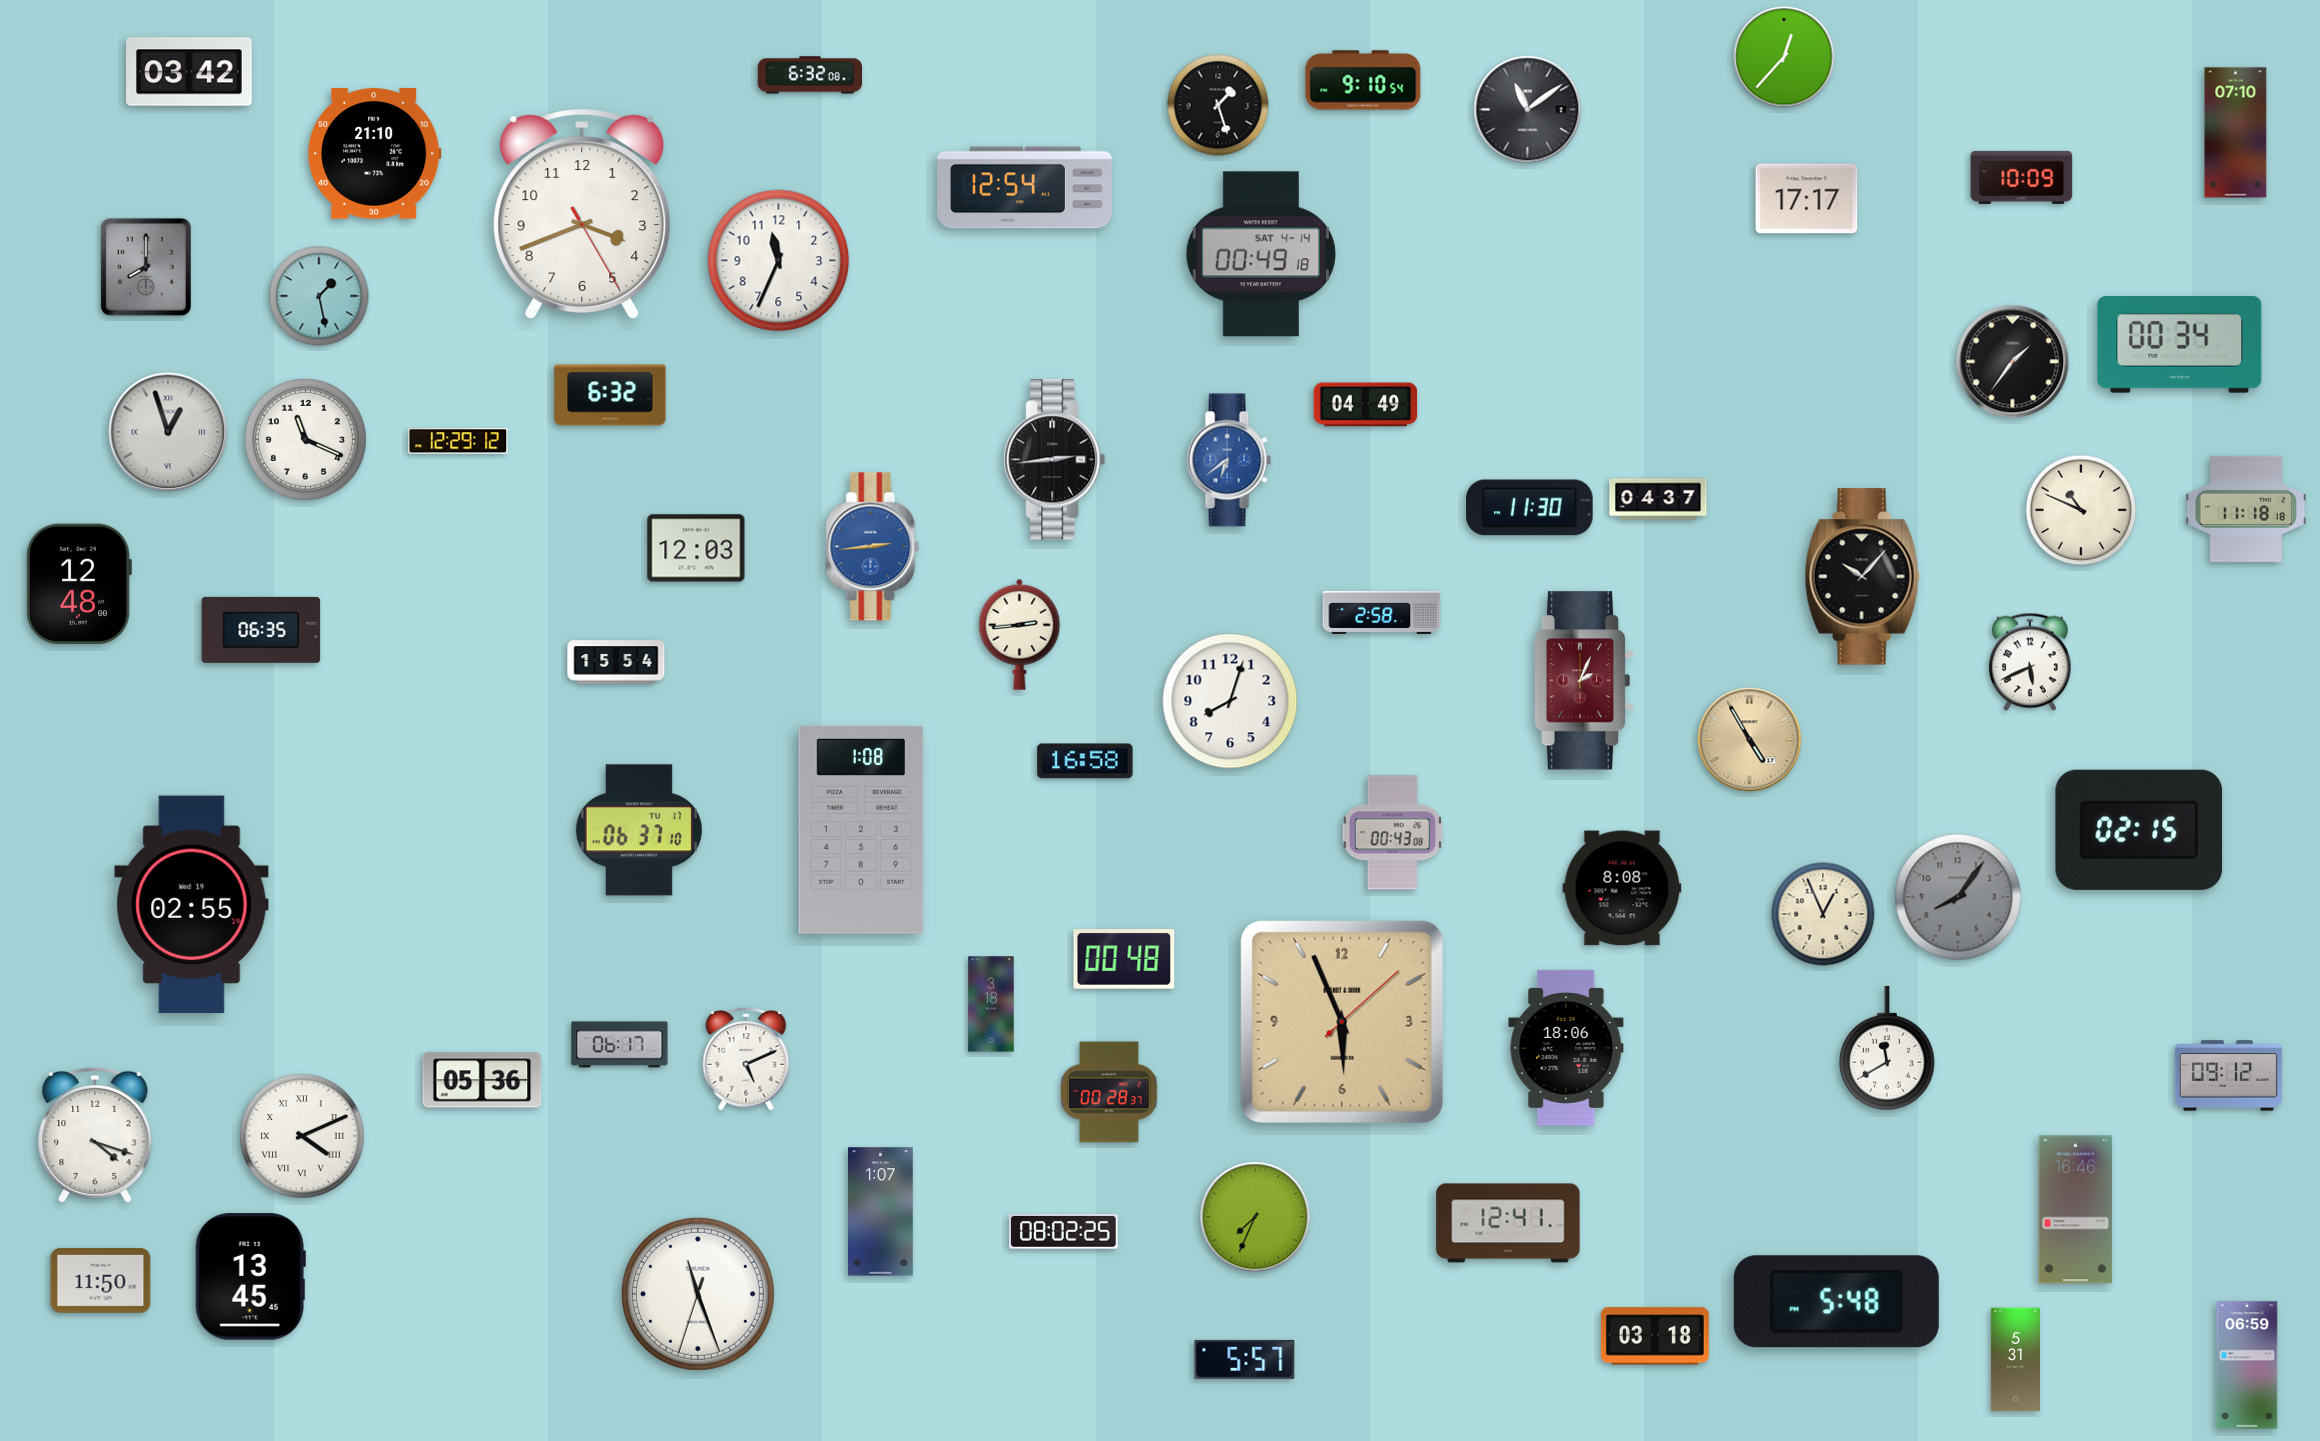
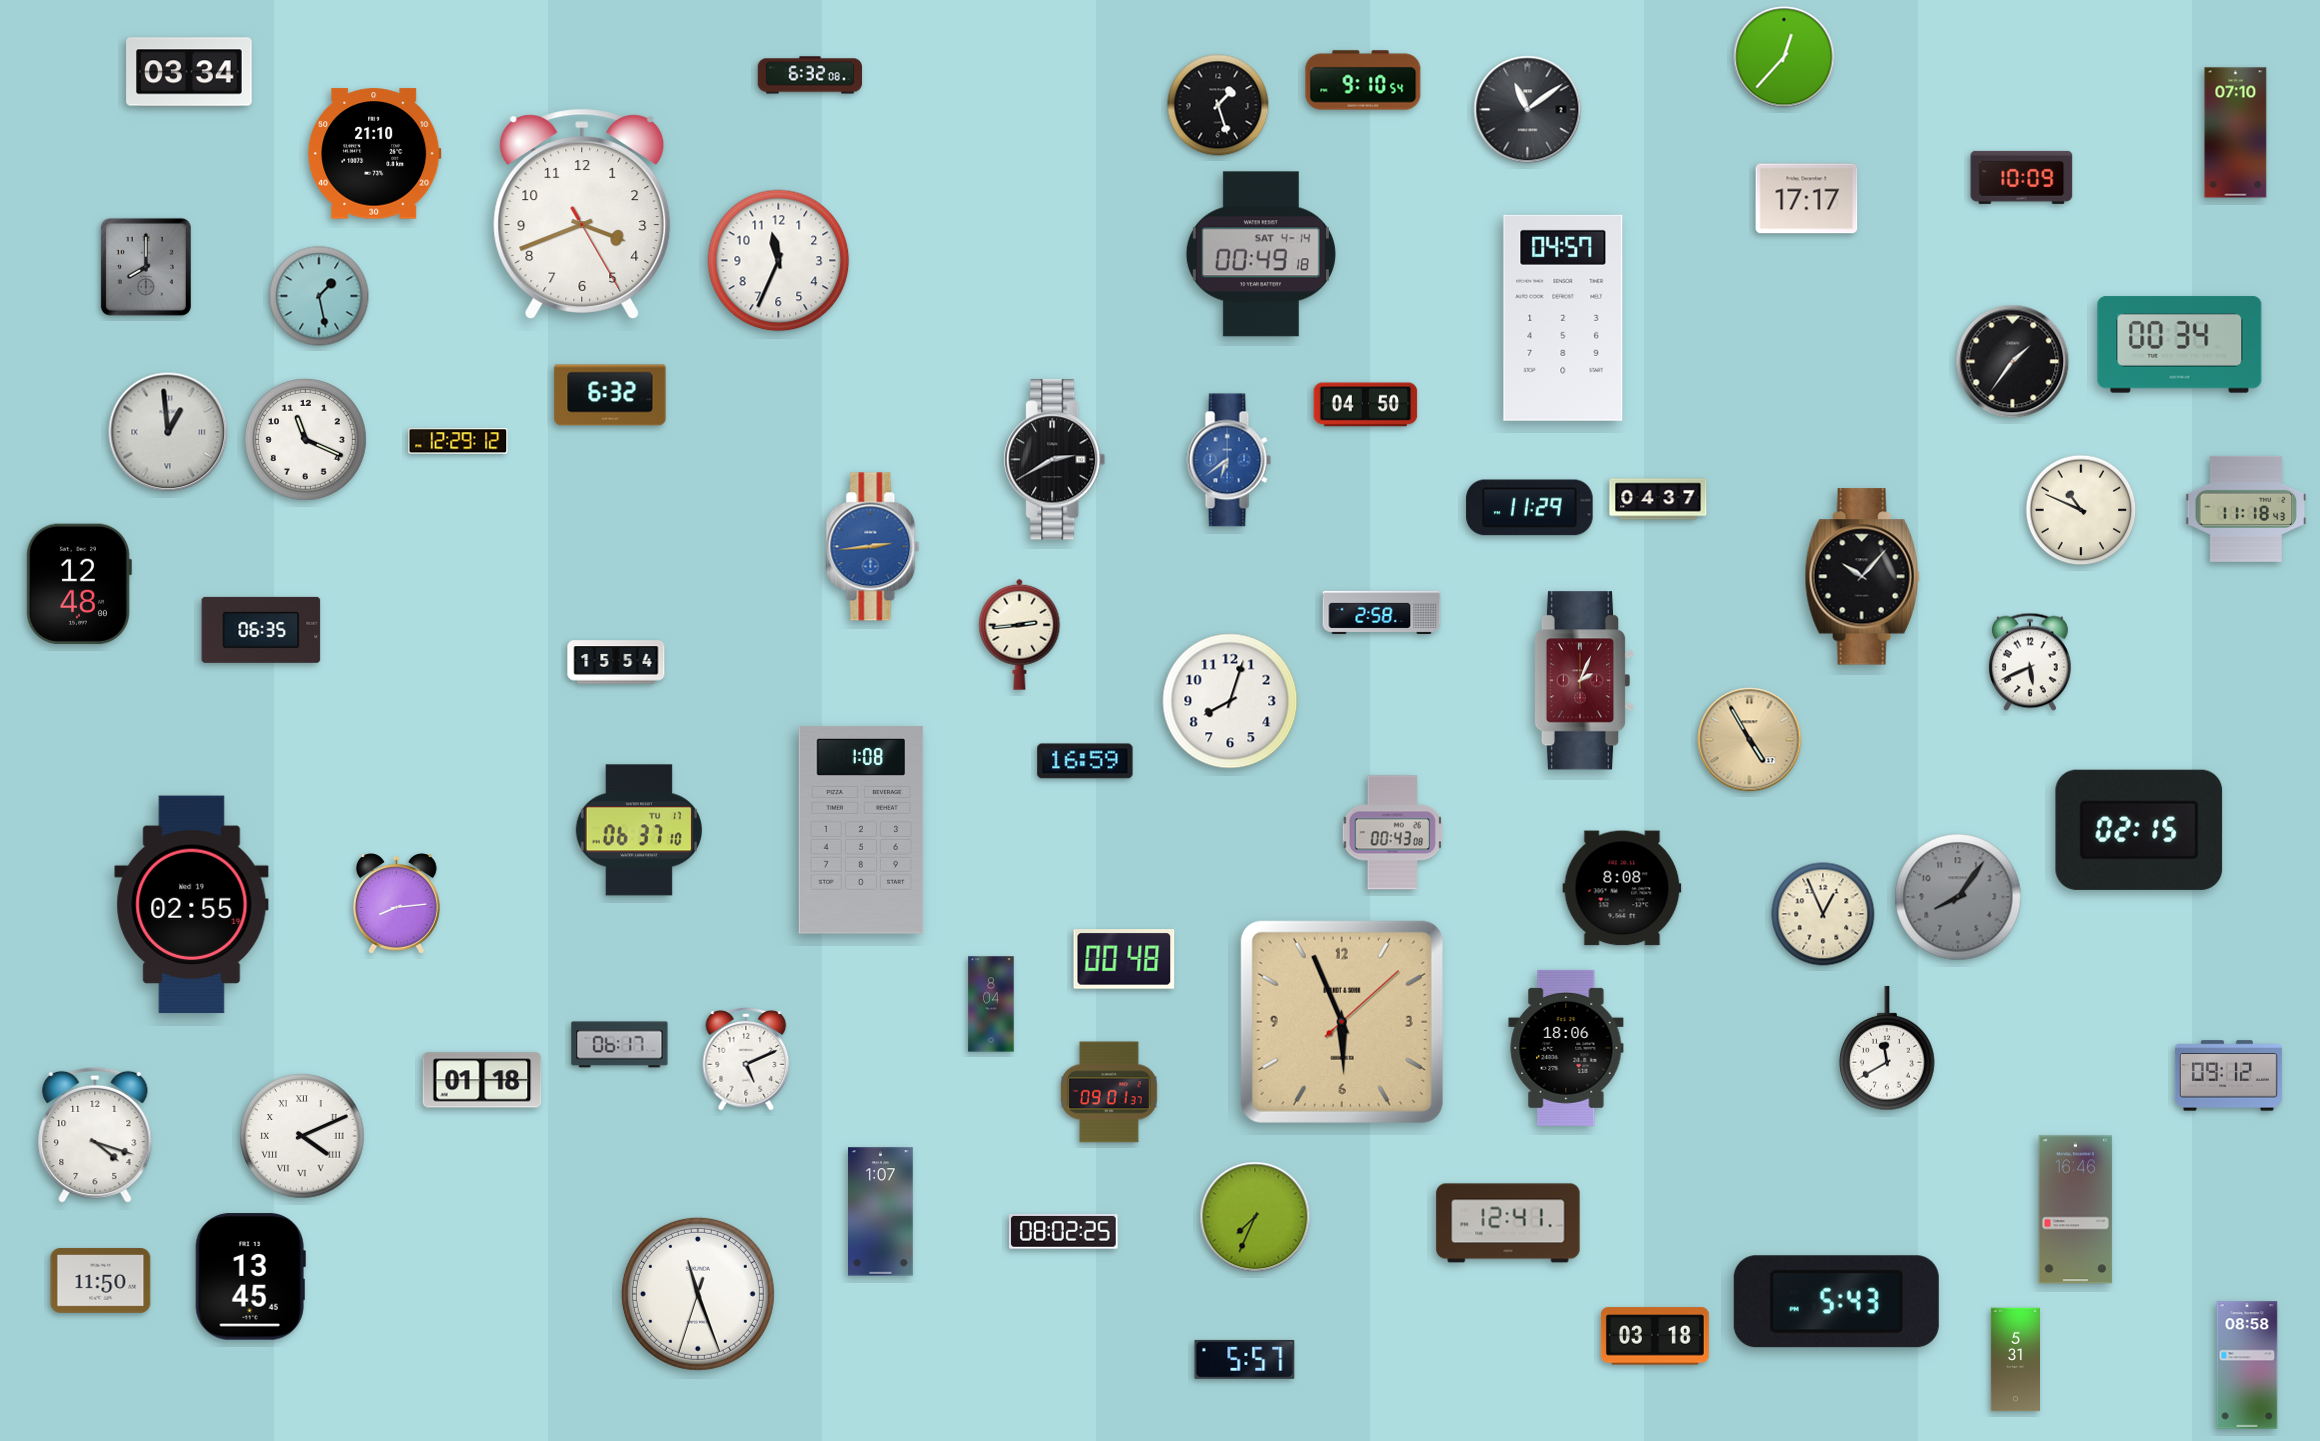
clock at (189, 72): 03:42 -> 03:34
clock at (1025, 188): 12:54 -> none
clock at (1563, 318): none -> 04:57
clock at (1366, 405): 04:49 -> 04:50
clock at (168, 432): 12:57 -> 12:59
clock at (1055, 460): 2:44 -> 2:40
clock at (1530, 508): 11:30 -> 11:29
clock at (2246, 509): 11:18:18 -> 11:18:43
clock at (696, 548): 12:03 -> none
clock at (1085, 761): 16:58 -> 16:59
clock at (396, 904): none -> 8:14
clock at (991, 1004): 3:18 -> 8:04
clock at (482, 1080): 05:36 -> 01:18
clock at (1110, 1092): 00:28 -> 09:01
clock at (1836, 1302): 5:48 -> 5:43
clock at (2247, 1365): 06:59 -> 08:58
